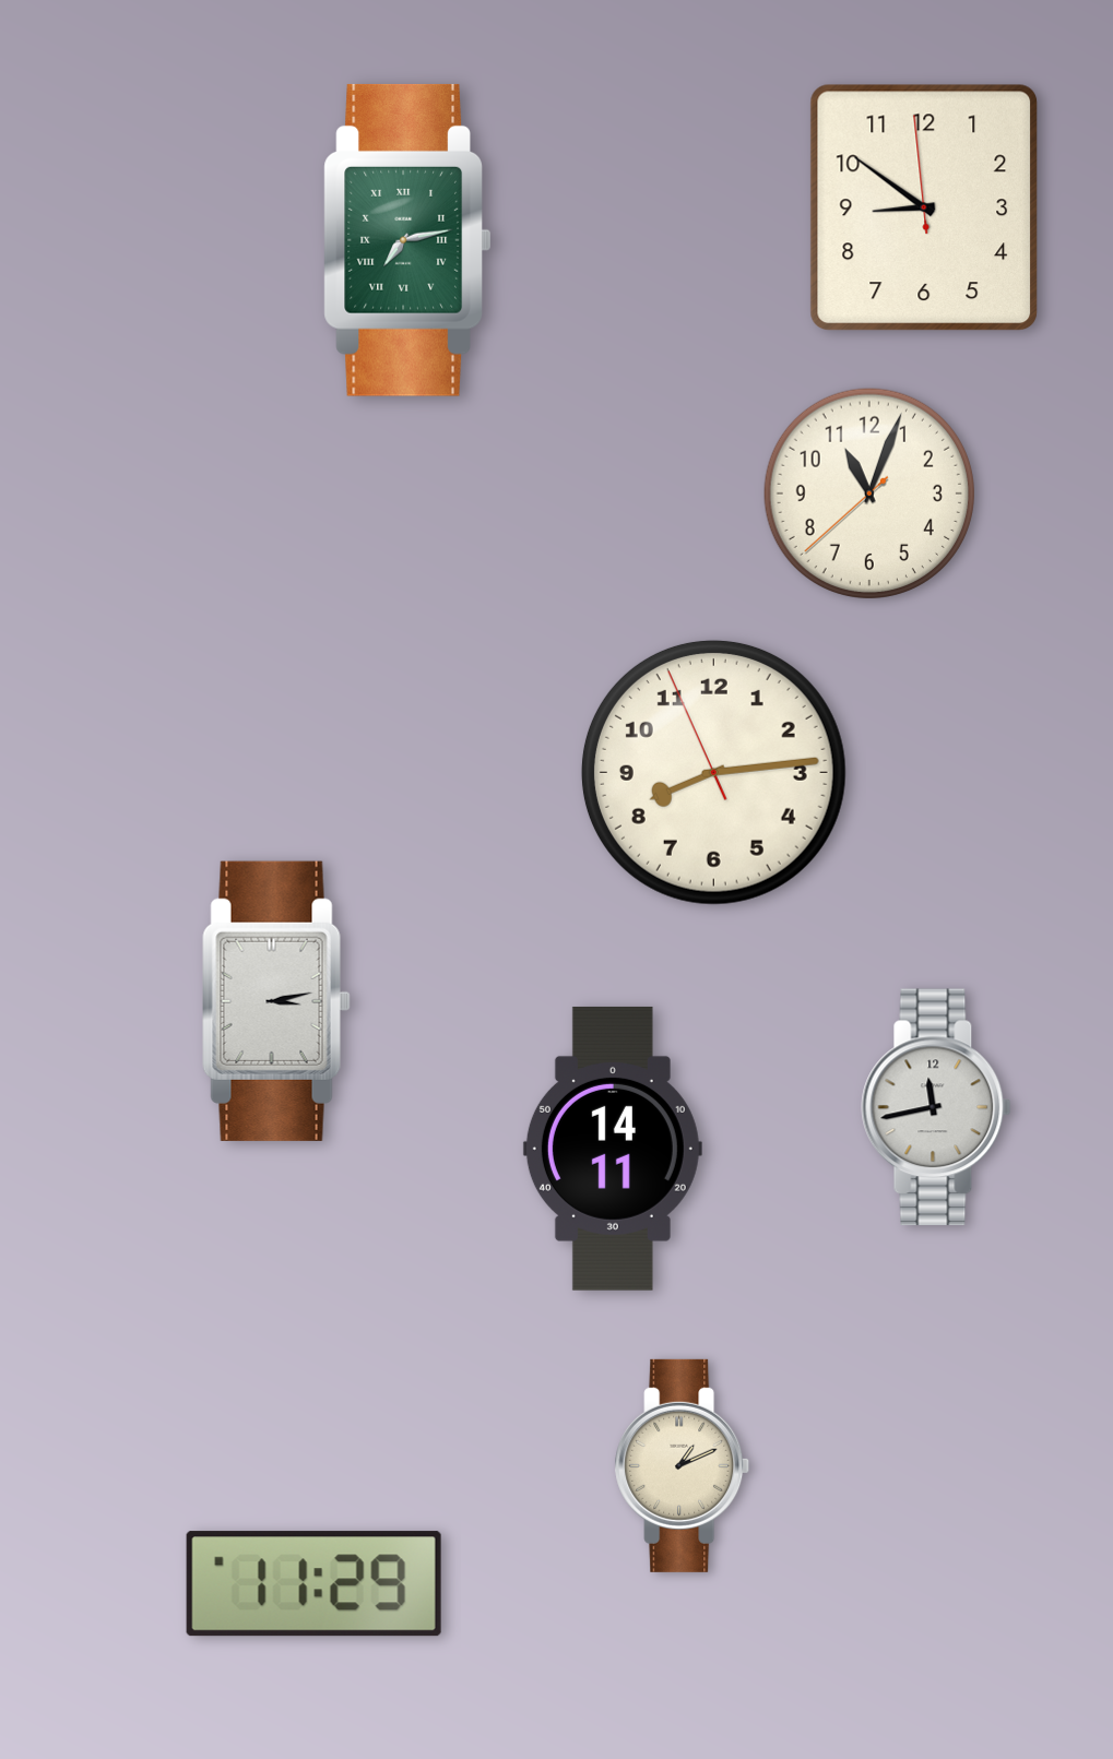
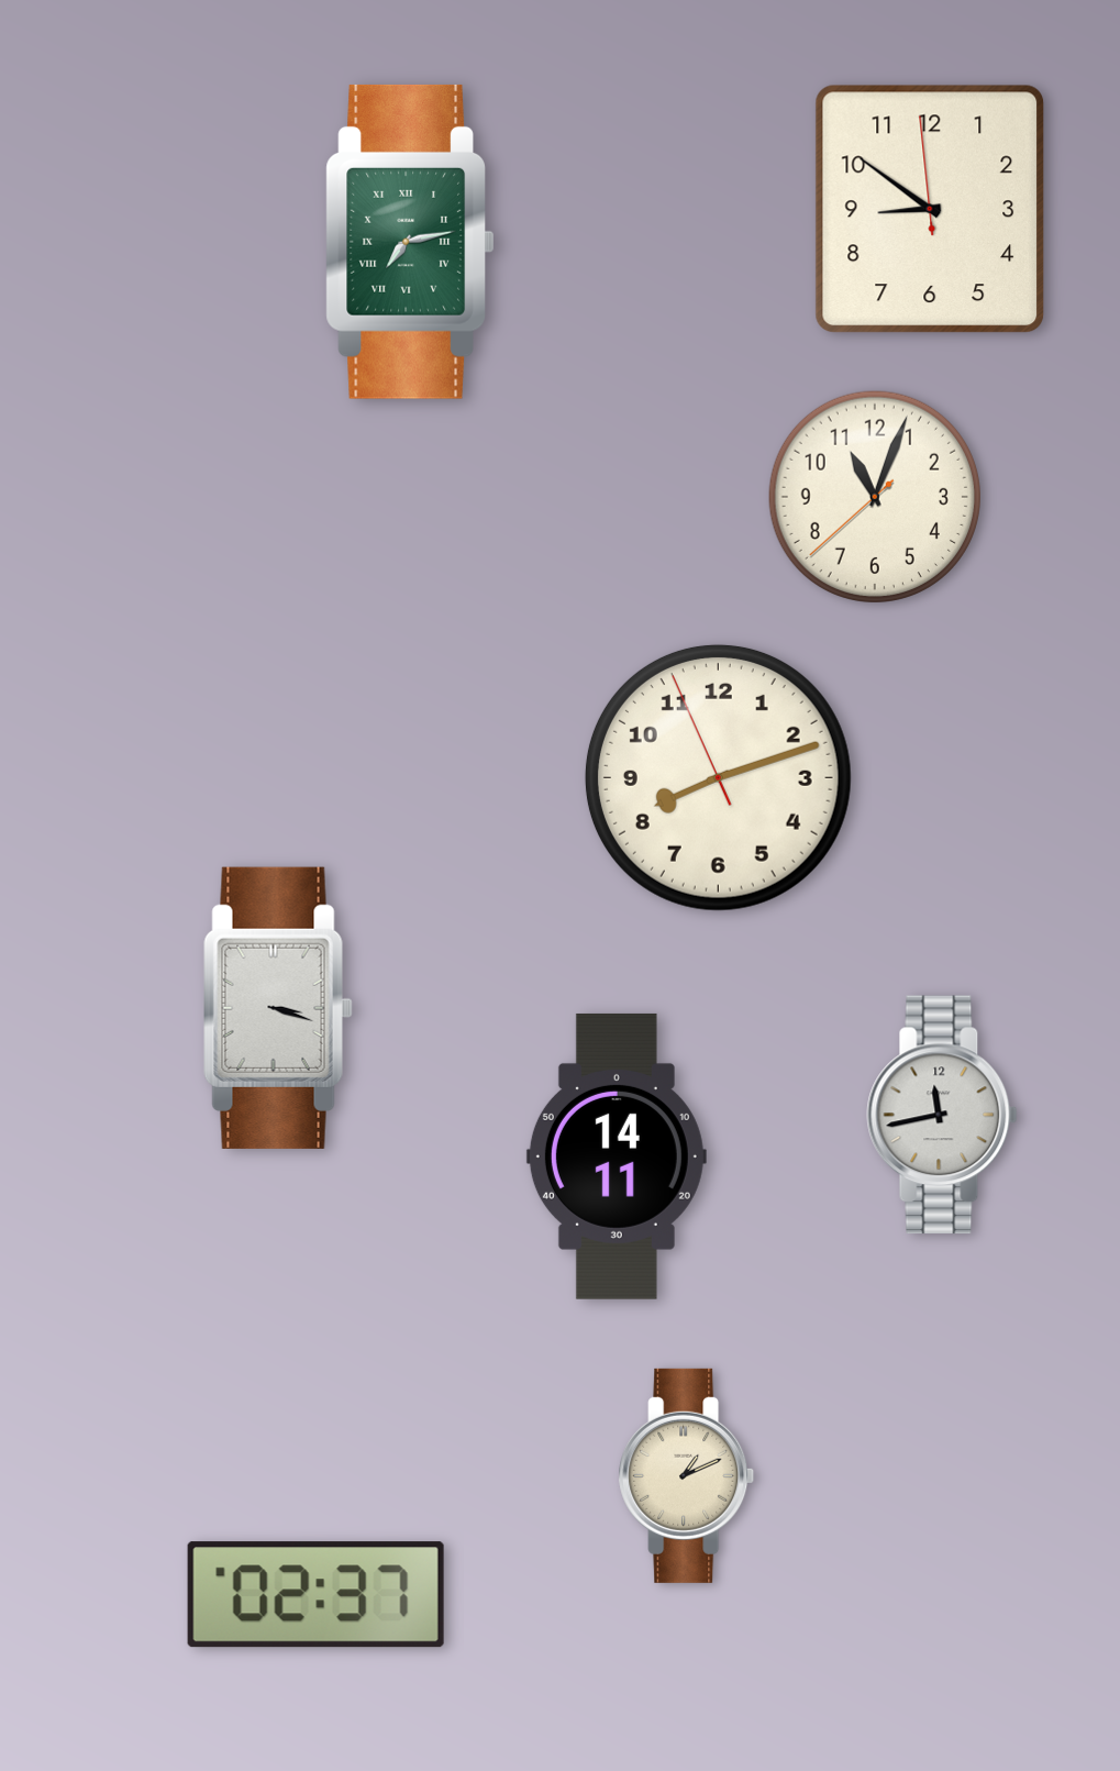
clock at (713, 772): 8:13 -> 8:11
clock at (276, 1001): 3:13 -> 3:18
clock at (313, 1584): 11:29 -> 02:37
